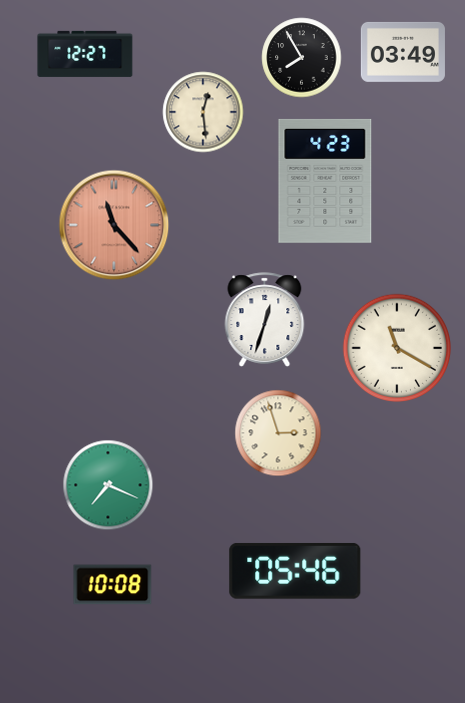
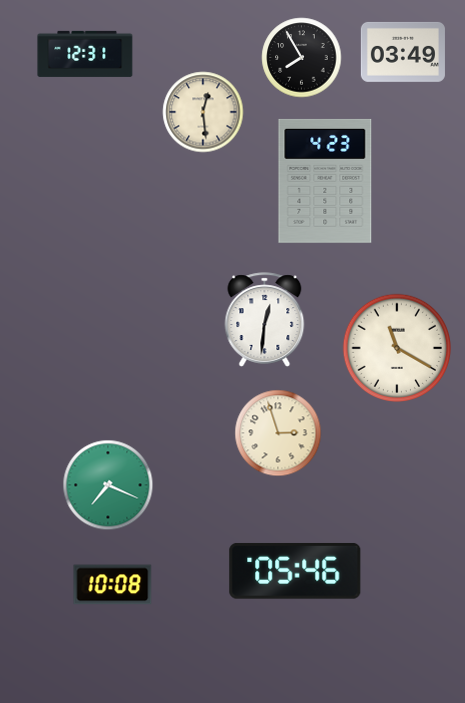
clock at (85, 54): 12:27 -> 12:31
clock at (114, 225): 11:23 -> none
clock at (265, 320): 12:33 -> 12:31
